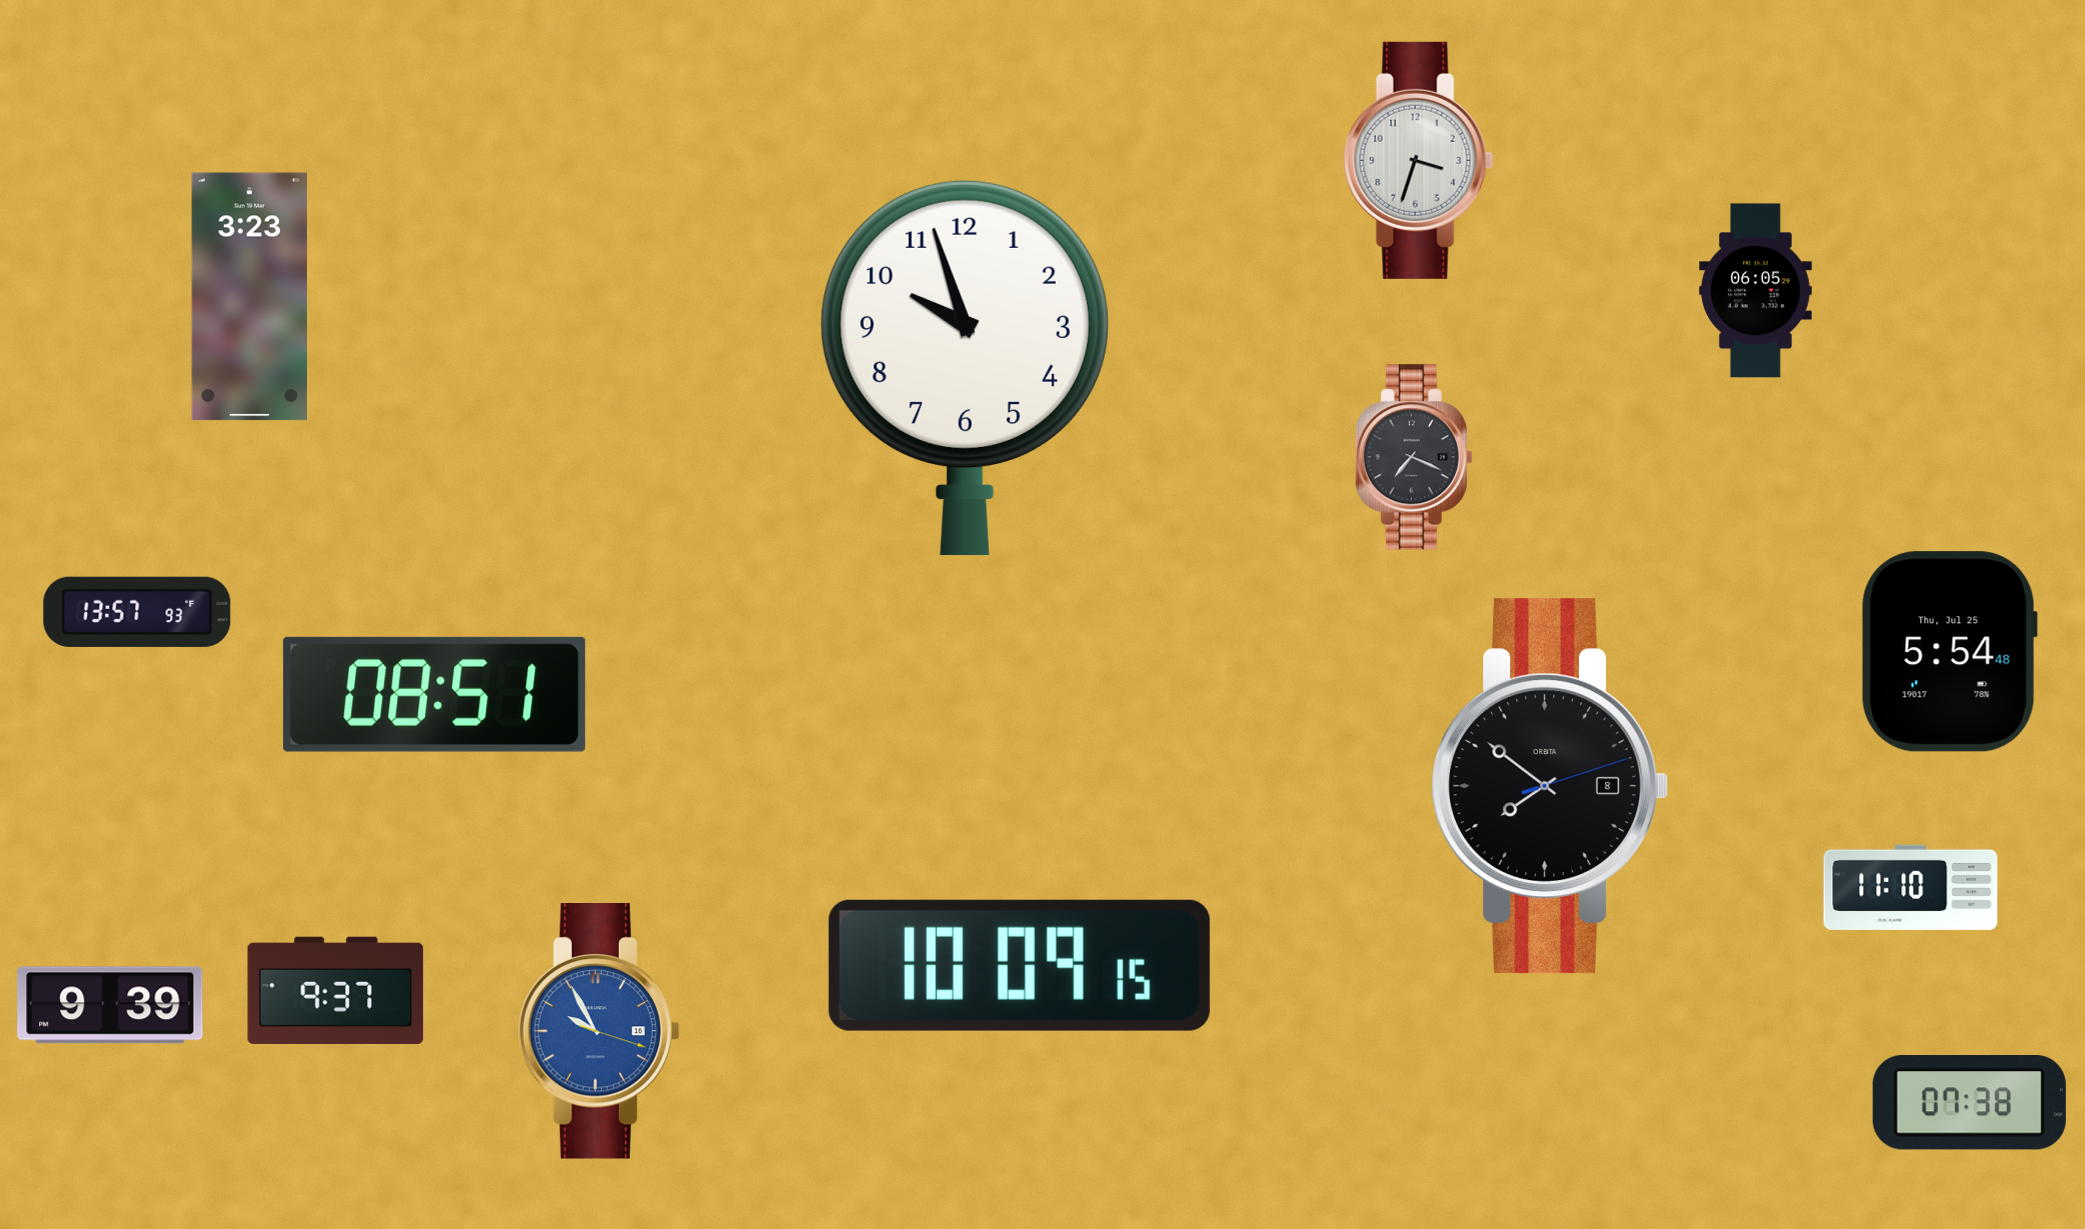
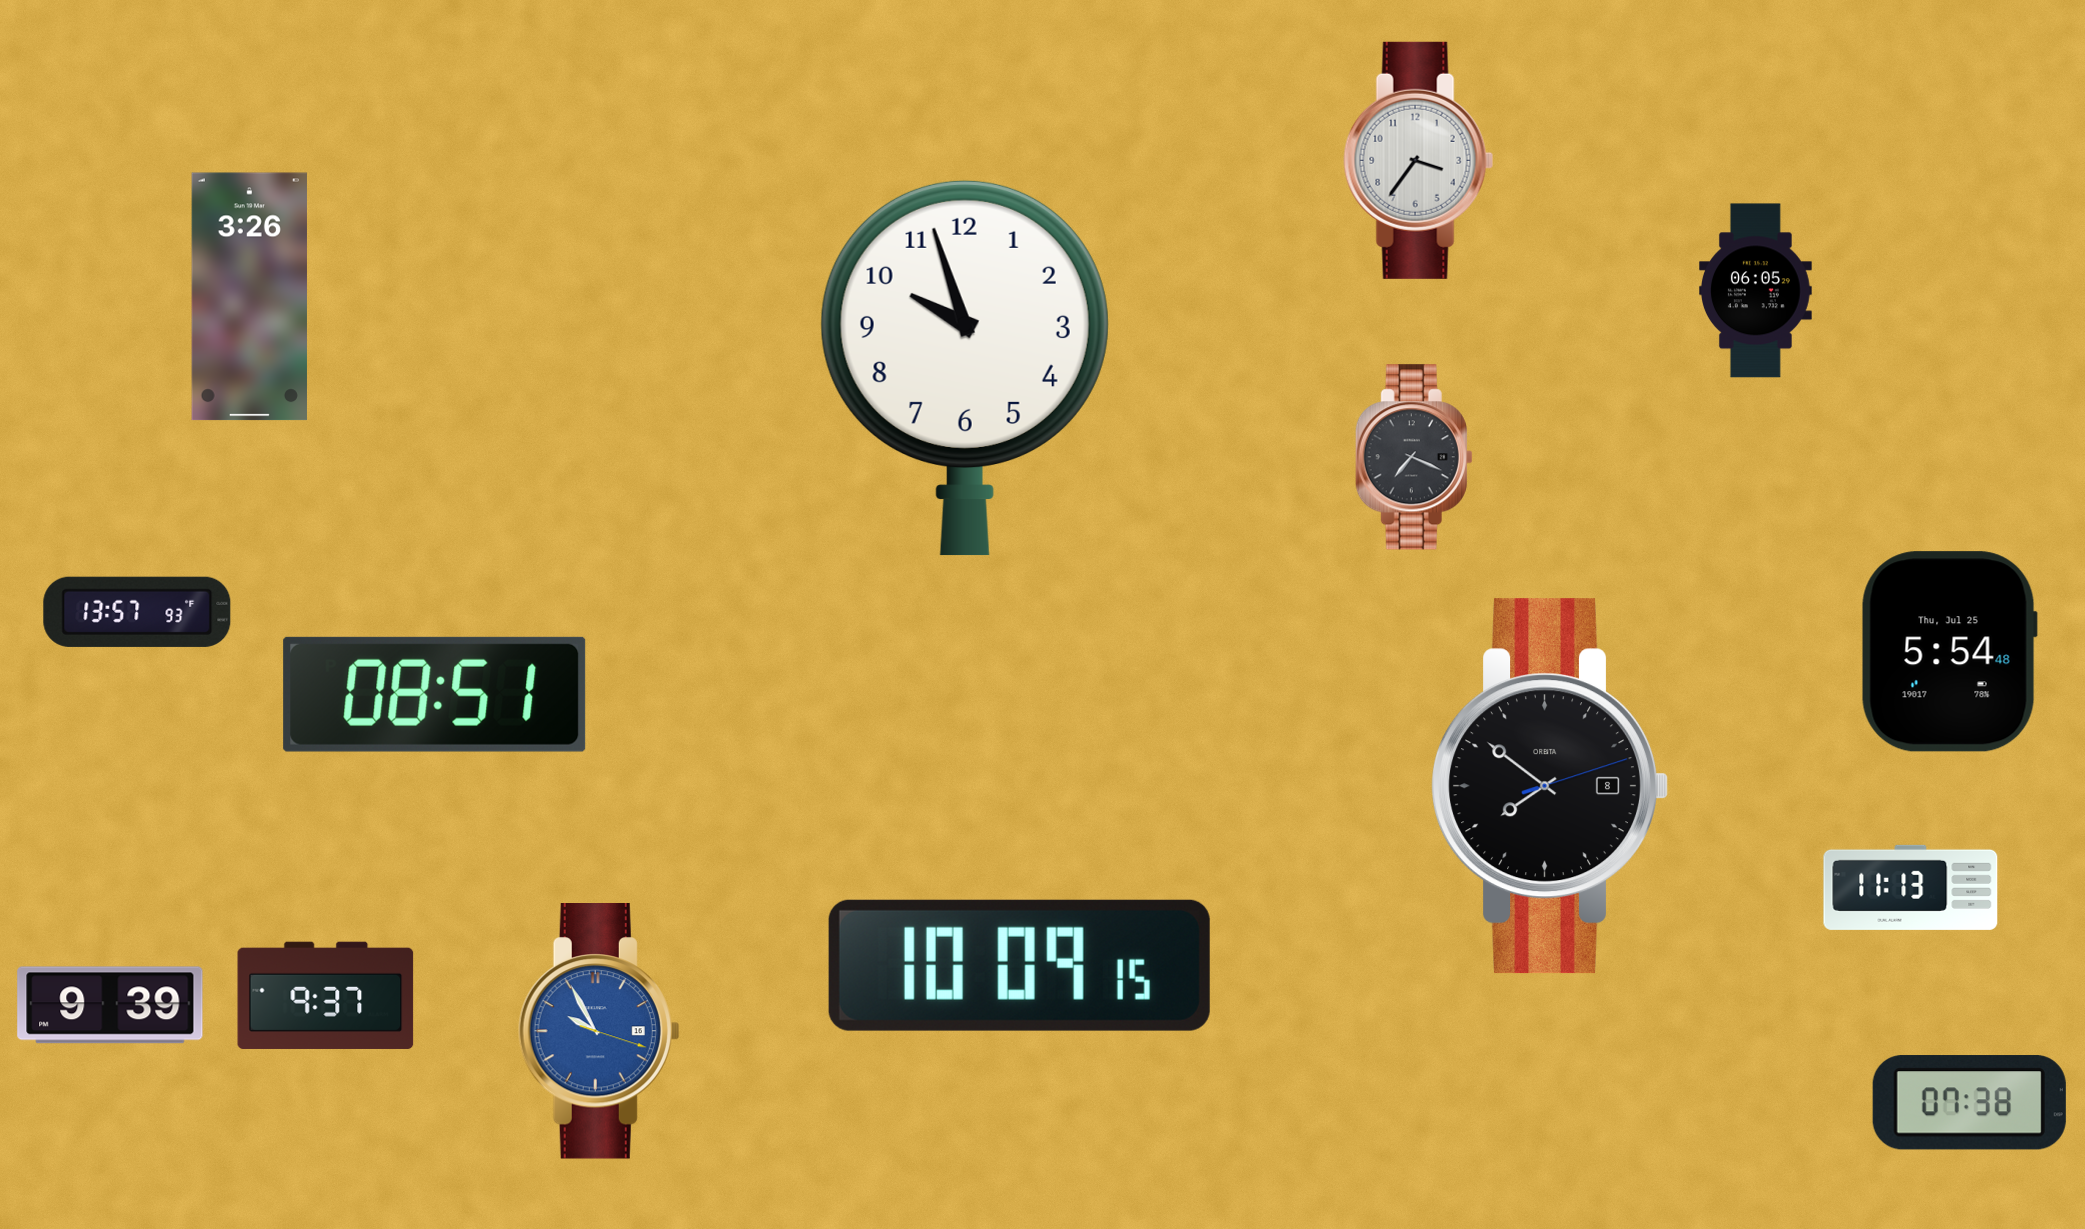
clock at (1419, 160): 3:33 -> 3:36
clock at (249, 297): 3:23 -> 3:26
clock at (1911, 887): 11:10 -> 11:13
clock at (336, 990) position: (336, 990) -> (326, 995)
